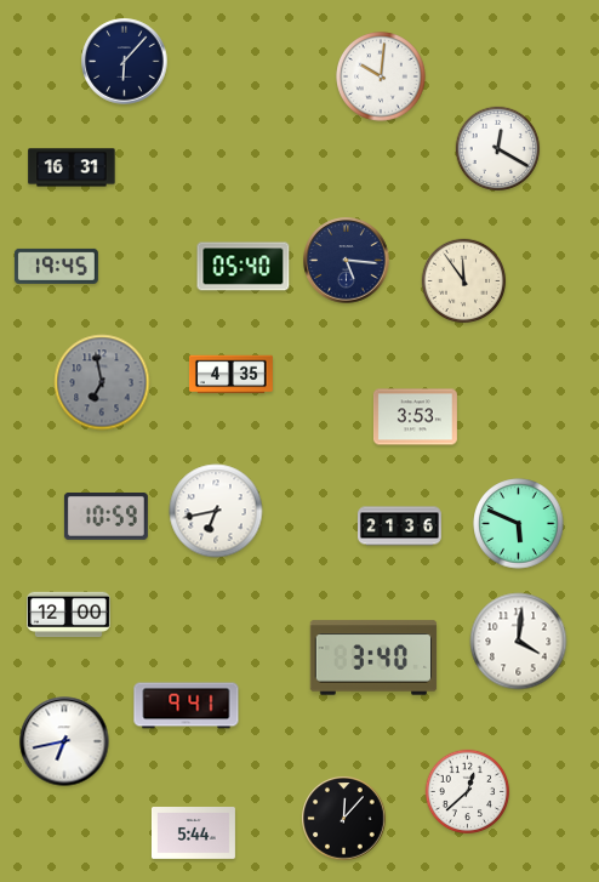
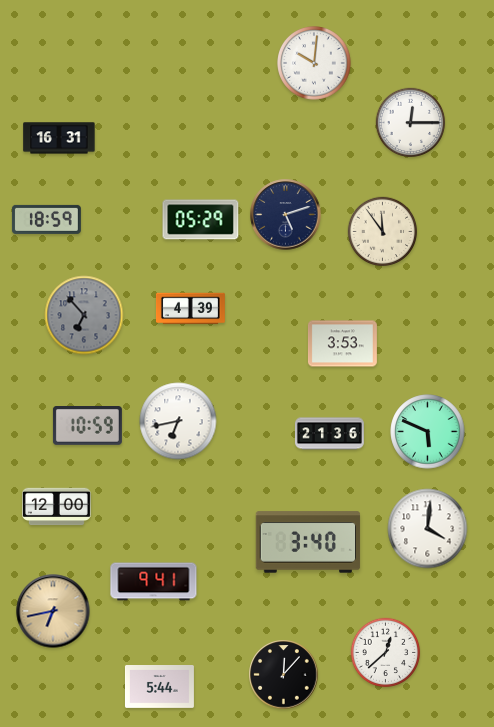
clock at (125, 62): 6:07 -> none
clock at (498, 149): 12:20 -> 12:15
clock at (347, 261): 5:16 -> 5:12
clock at (56, 266): 19:45 -> 18:59
clock at (244, 267): 05:40 -> 05:29
clock at (230, 375): 4:35 -> 4:39
clock at (102, 382): 6:58 -> 6:53
clock at (64, 741) dial: white -> champagne
